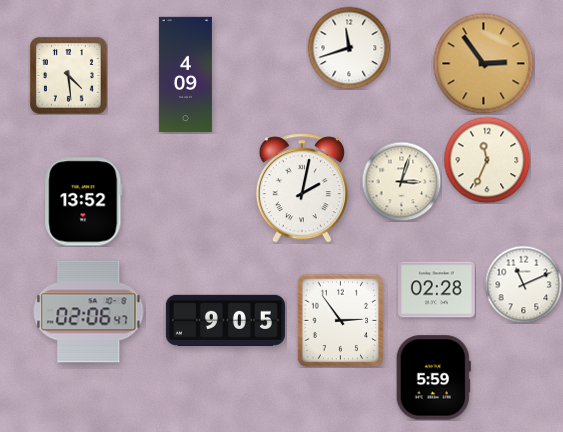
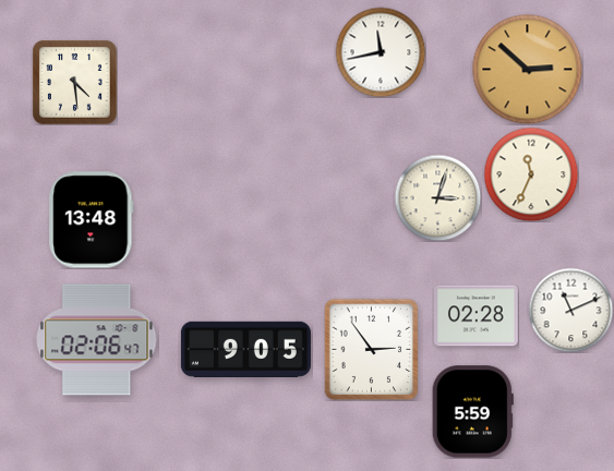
clock at (349, 48): 11:42 -> 11:43
clock at (484, 64): 2:54 -> 2:52
clock at (185, 74): 4:09 -> none
clock at (302, 188): 2:02 -> none
clock at (84, 202): 13:52 -> 13:48
